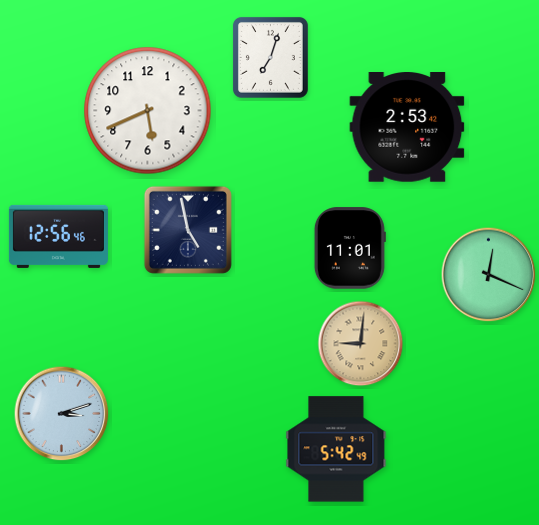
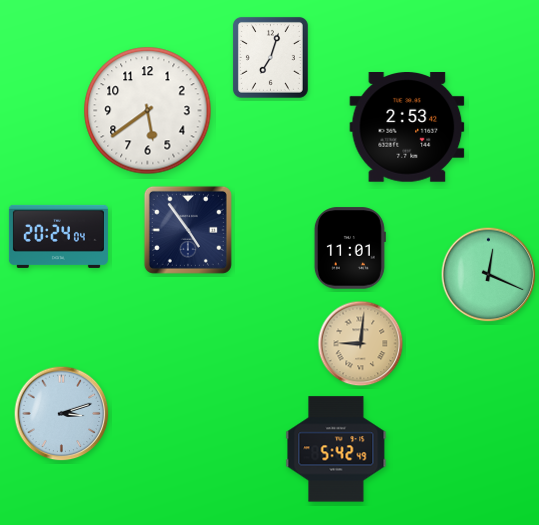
clock at (148, 111): 5:41 -> 5:39
clock at (188, 230): 4:58 -> 4:54
clock at (58, 236): 12:56 -> 20:24
